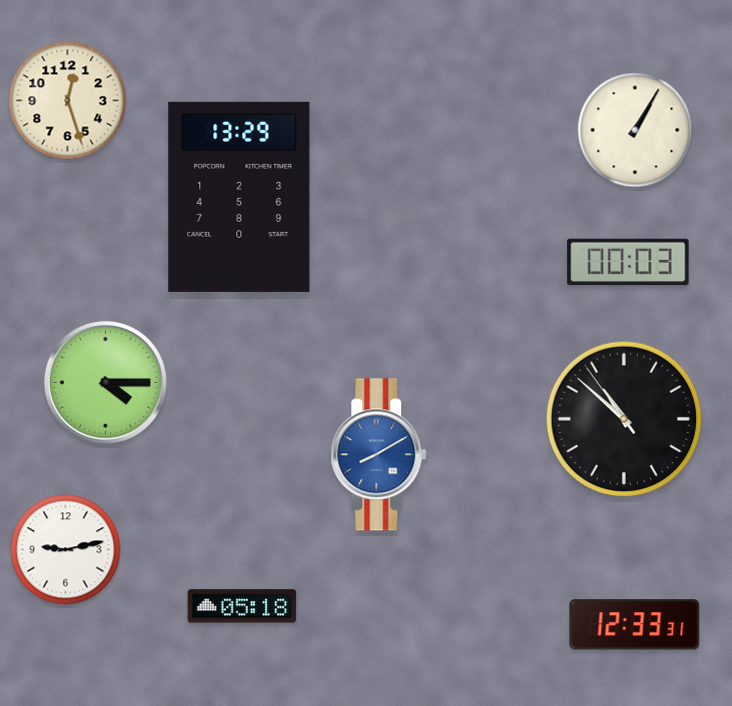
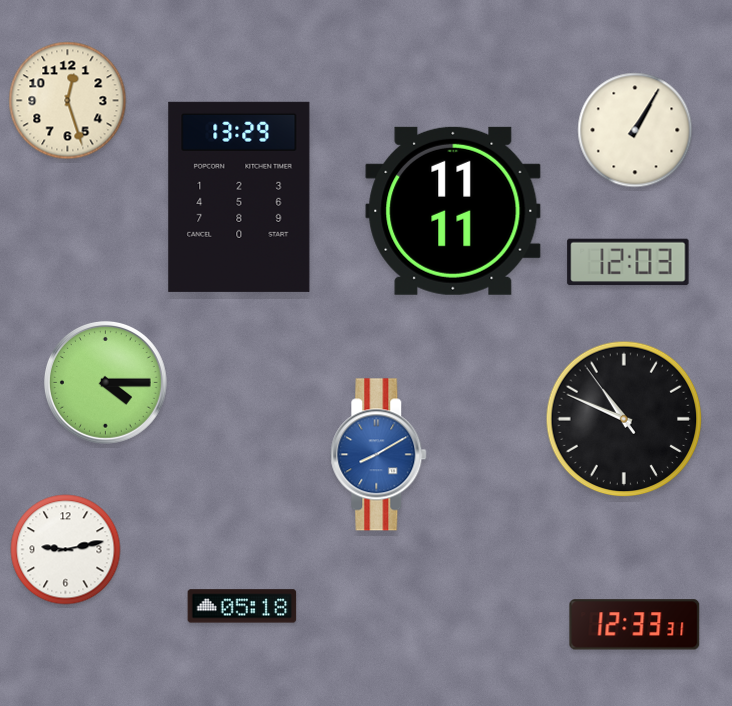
clock at (453, 211): none -> 11:11
clock at (628, 262): 00:03 -> 12:03
clock at (624, 419): 10:51 -> 10:48
